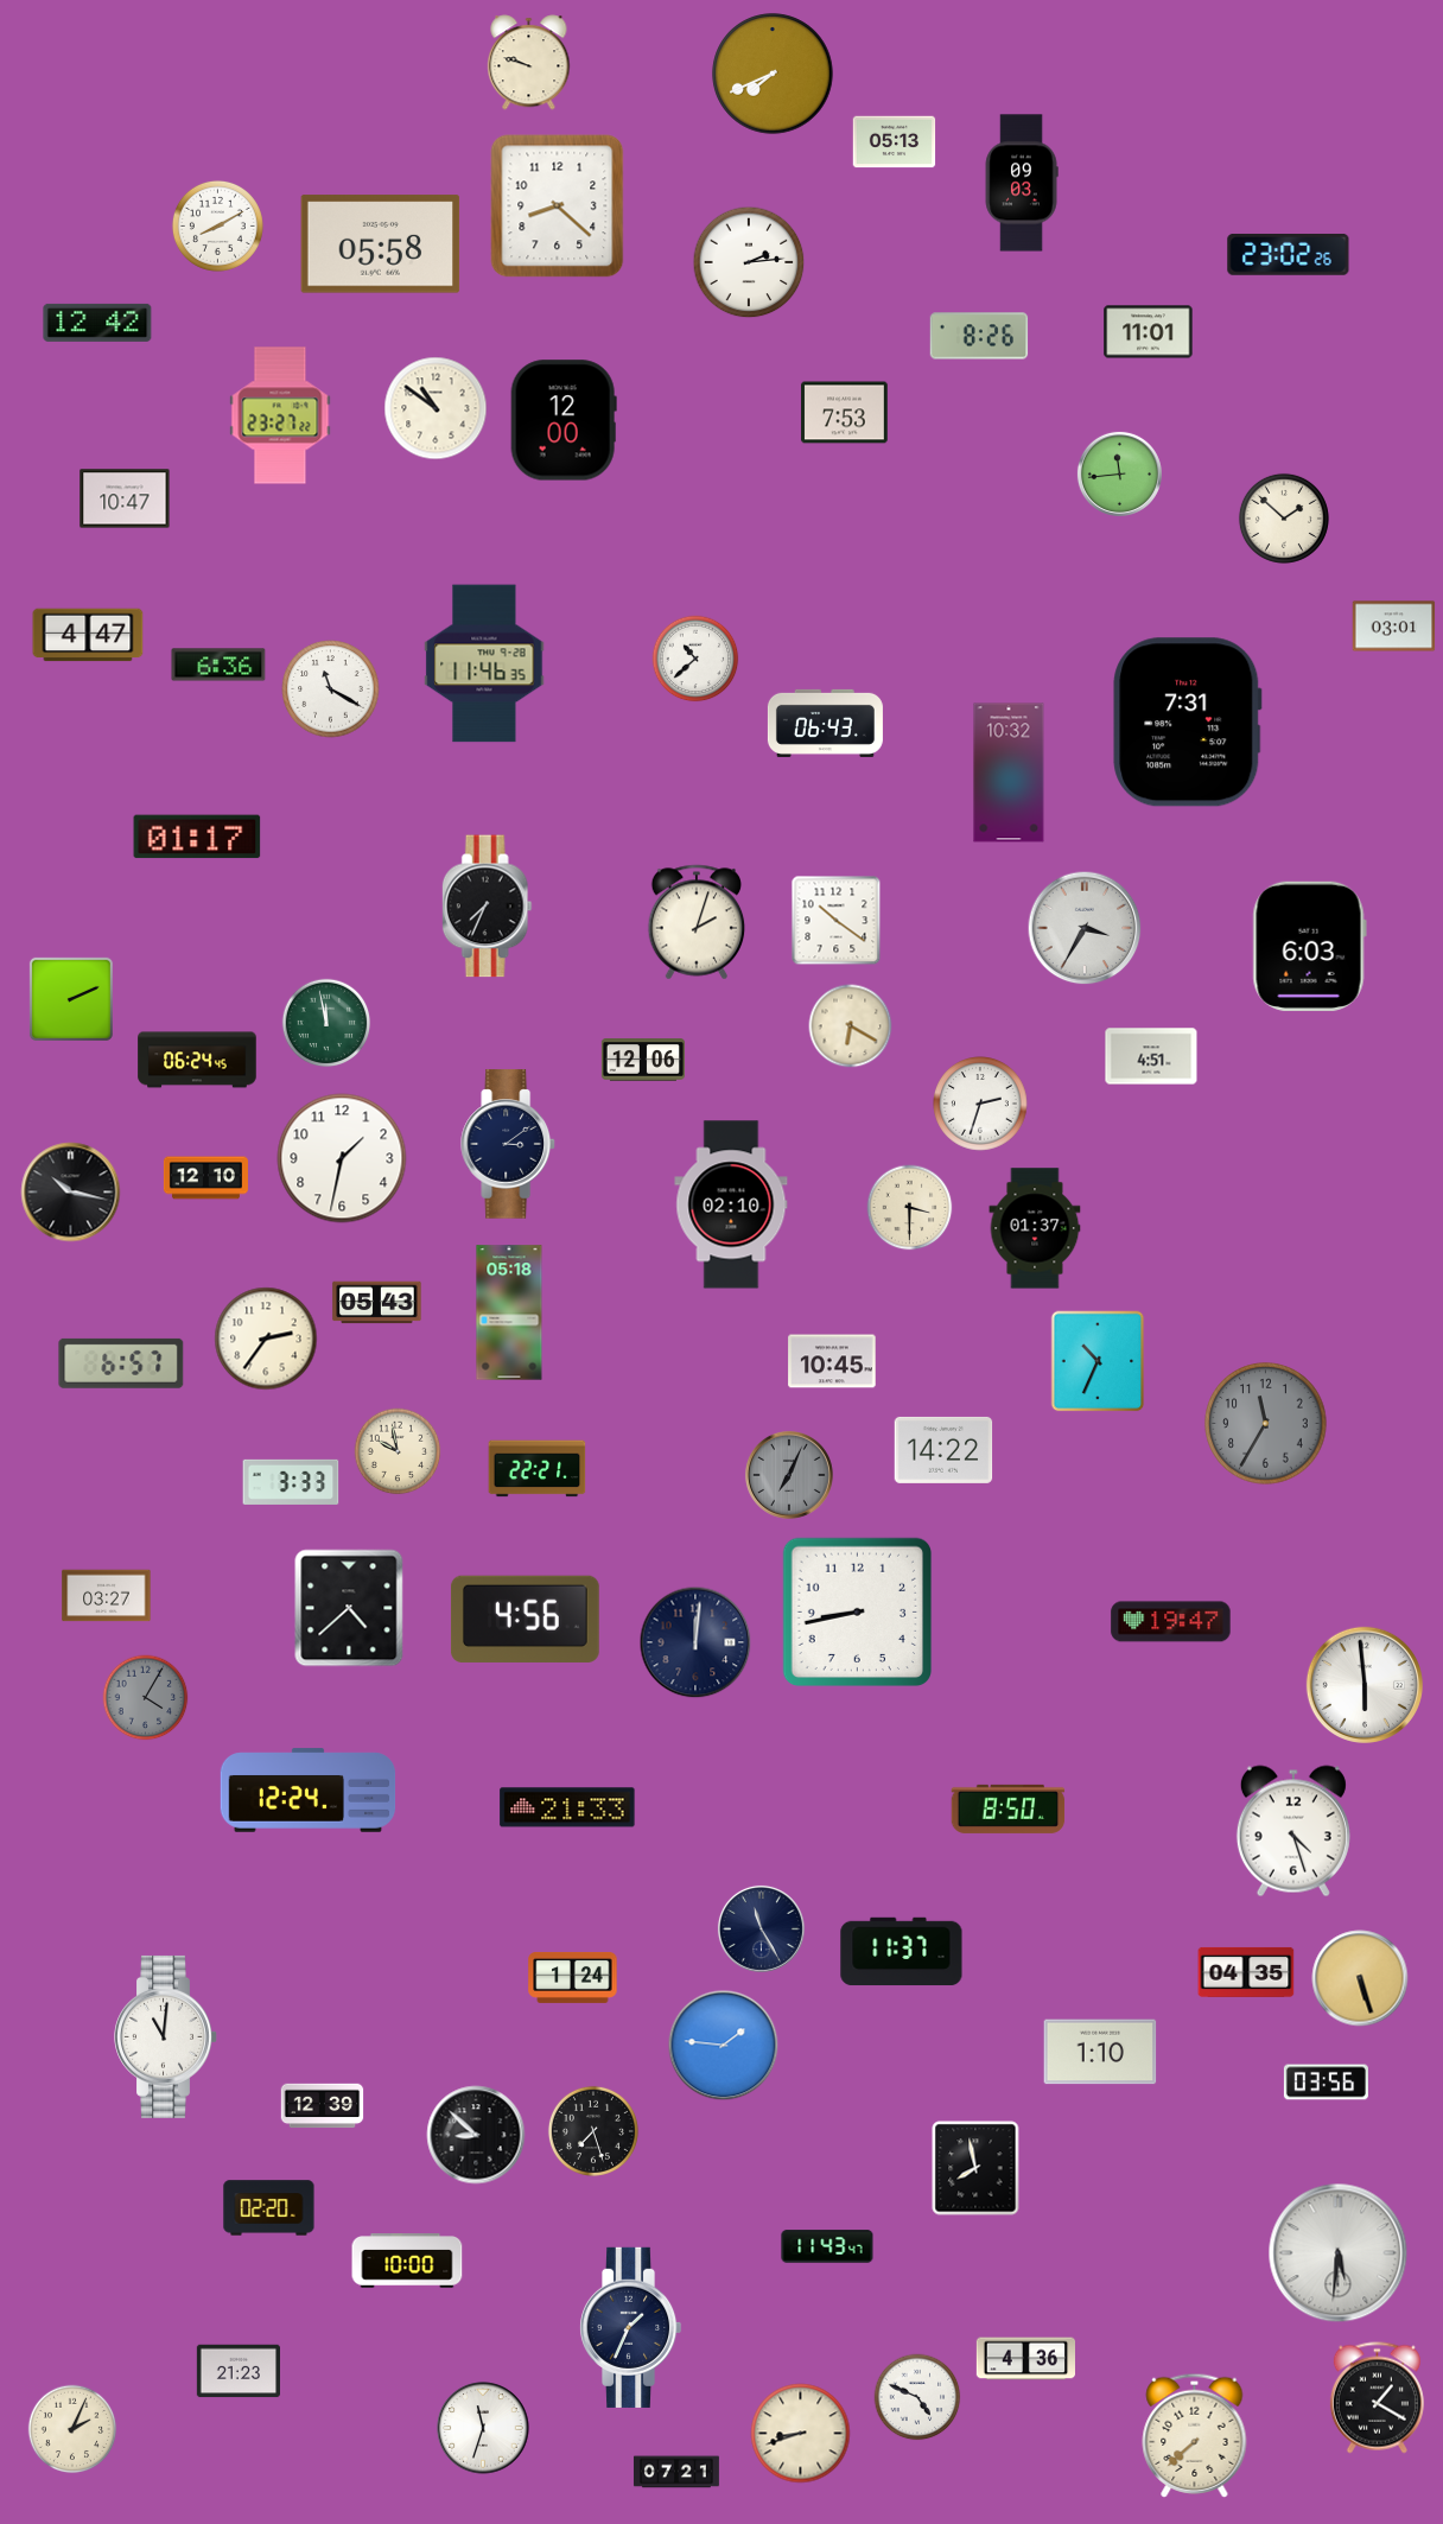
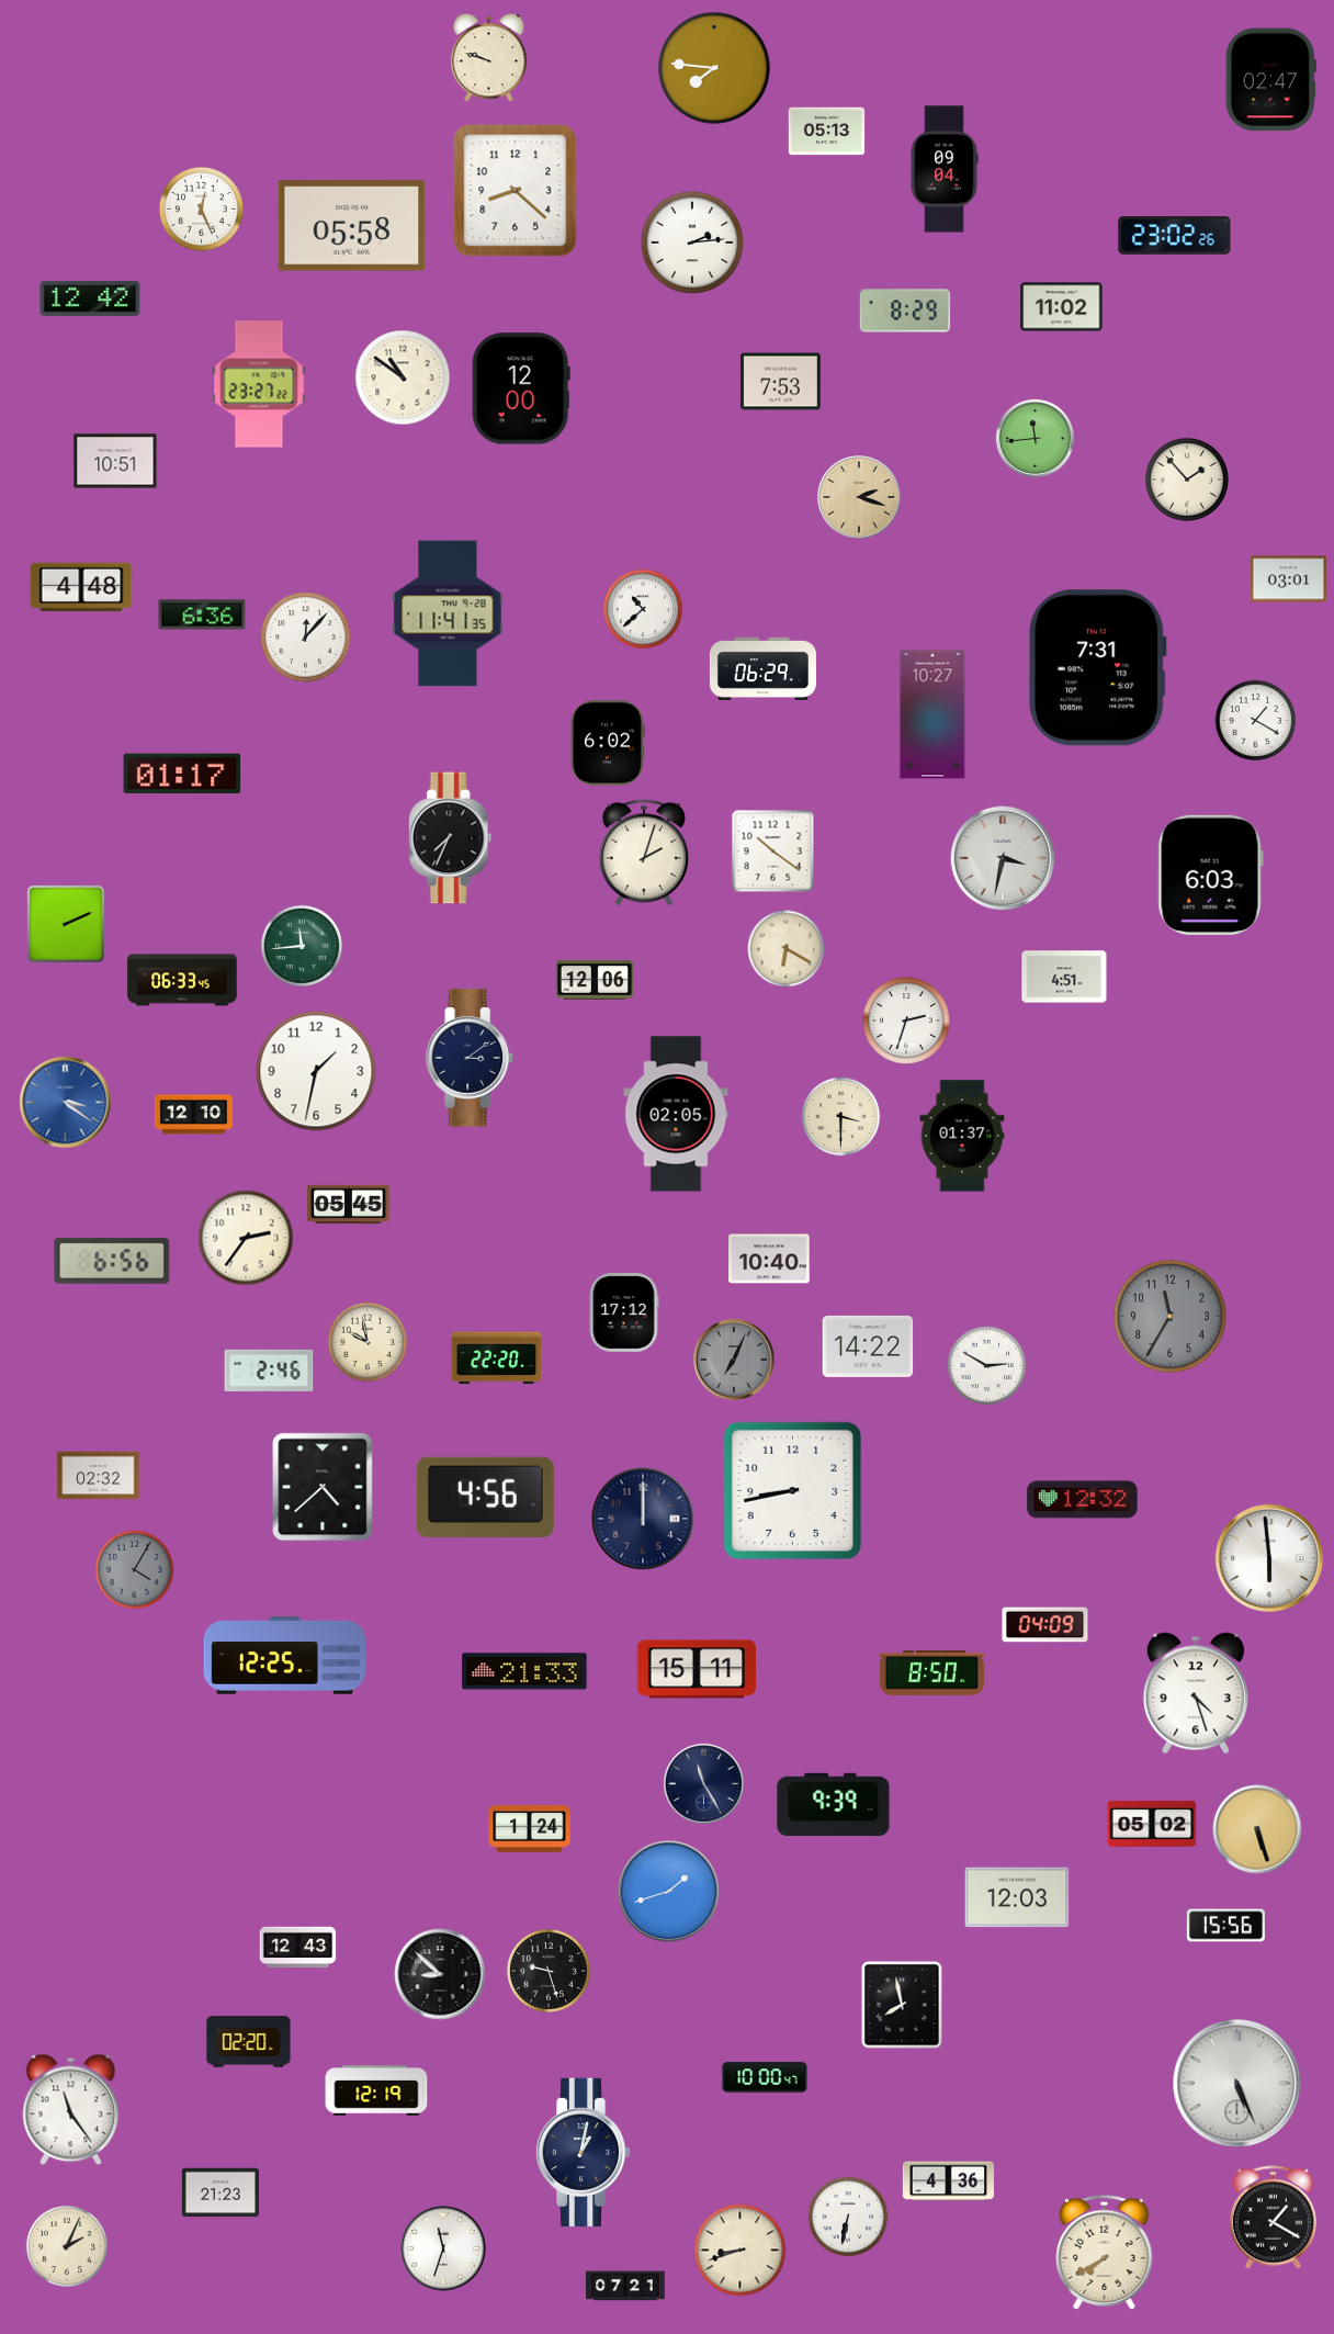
clock at (773, 74): 7:41 -> 7:46
clock at (1270, 80): none -> 02:47
clock at (1022, 183): 09:03 -> 09:04
clock at (217, 225): 8:10 -> 12:26
clock at (1289, 254) position: (1289, 254) -> (1175, 235)
clock at (1149, 332): 11:01 -> 11:02
clock at (979, 336): 8:26 -> 8:29
clock at (125, 498): 10:47 -> 10:51
clock at (1284, 519): 1:52 -> 1:53
clock at (859, 497): none -> 2:18
clock at (88, 635): 4:47 -> 4:48
clock at (484, 663): 11:46 -> 11:41
clock at (331, 689): 11:20 -> 12:07
clock at (825, 723): 06:43 -> 06:29
clock at (1009, 773): 10:32 -> 10:27
clock at (1256, 721): none -> 1:20
clock at (608, 743): none -> 6:02
clock at (1085, 928): 3:35 -> 3:32
clock at (326, 1023): 11:58 -> 11:44
clock at (197, 1060): 06:24 -> 06:33
clock at (205, 1178) position: (205, 1178) -> (193, 1115)
clock at (71, 1193): 10:17 -> 3:21
clock at (71, 1193) dial: black -> blue
clock at (731, 1204): 02:10 -> 02:05
clock at (1035, 1228) position: (1035, 1228) -> (962, 1136)
clock at (377, 1303): 05:43 -> 05:45
clock at (509, 1312): 05:18 -> none
clock at (832, 1361): 10:45 -> 10:40
clock at (1098, 1361): 10:34 -> none
clock at (121, 1363): 6:57 -> 6:56
clock at (624, 1312): none -> 17:12
clock at (943, 1450) position: (943, 1450) -> (868, 1346)
clock at (538, 1469): 22:21 -> 22:20
clock at (789, 1475) position: (789, 1475) -> (734, 1360)
clock at (987, 1366): none -> 2:50
clock at (291, 1482): 3:33 -> 2:46
clock at (107, 1596): 03:27 -> 02:32
clock at (1171, 1622): 19:47 -> 12:32
clock at (695, 1642): 12:01 -> 12:00
clock at (1365, 1685) position: (1365, 1685) -> (1269, 1558)
clock at (1045, 1625): none -> 04:09
clock at (309, 1791): 12:24 -> 12:25
clock at (697, 1669): none -> 15:11
clock at (902, 1952): 11:37 -> 9:39
clock at (1246, 1972): 04:35 -> 05:02
clock at (166, 2036): 11:01 -> none
clock at (724, 2046): 1:46 -> 1:42
clock at (1100, 2052): 1:10 -> 12:03
clock at (1326, 2083): 03:56 -> 15:56
clock at (323, 2106): 12:39 -> 12:43
clock at (593, 2131): 7:27 -> 9:27
clock at (827, 2246): 11:43 -> 10:00
clock at (1339, 2253): 5:31 -> 5:26
clock at (407, 2261): 10:00 -> 12:19
clock at (71, 2110): none -> 11:24
clock at (630, 2327): 1:34 -> 1:02
clock at (917, 2397): 4:49 -> 6:32
clock at (483, 2428) position: (483, 2428) -> (443, 2248)
clock at (1195, 2435): 7:38 -> 7:40
